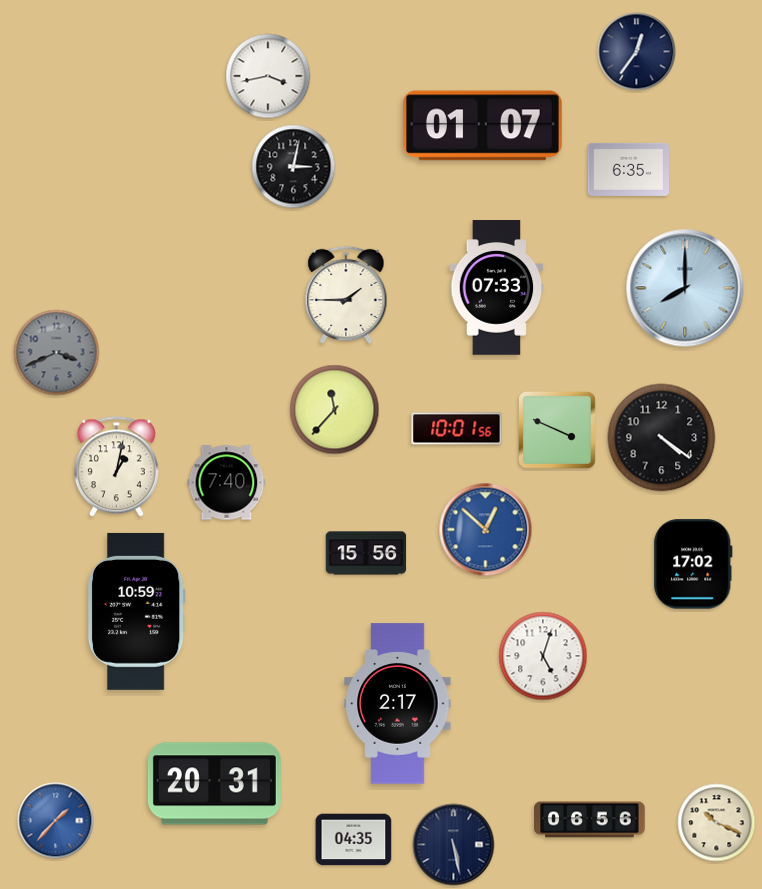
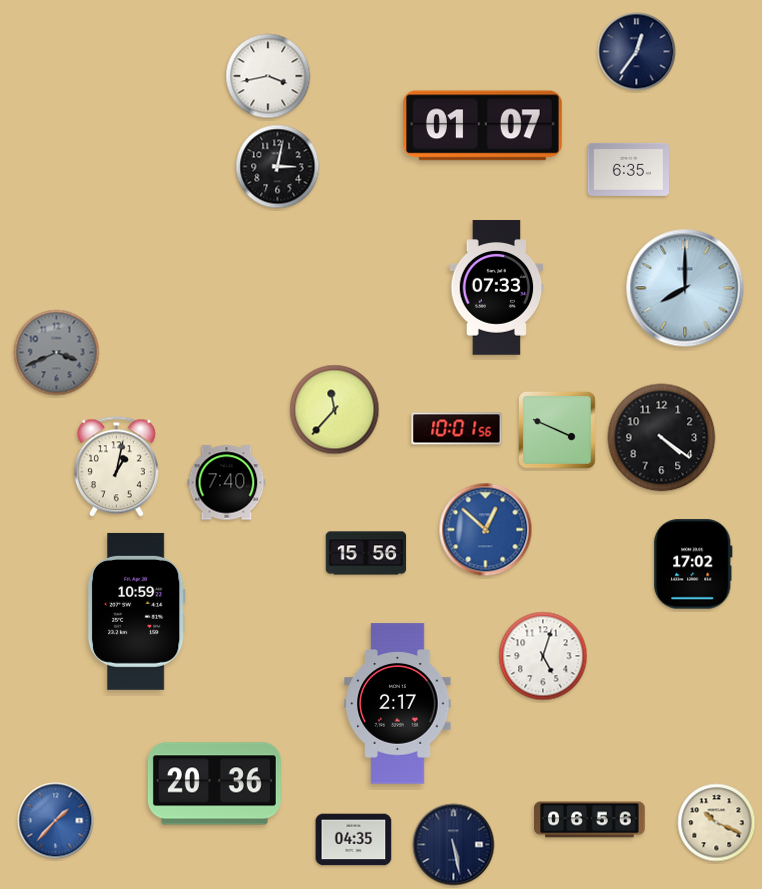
clock at (294, 167) position: (294, 167) -> (278, 167)
clock at (346, 295): 1:45 -> none
clock at (214, 784): 20:31 -> 20:36
